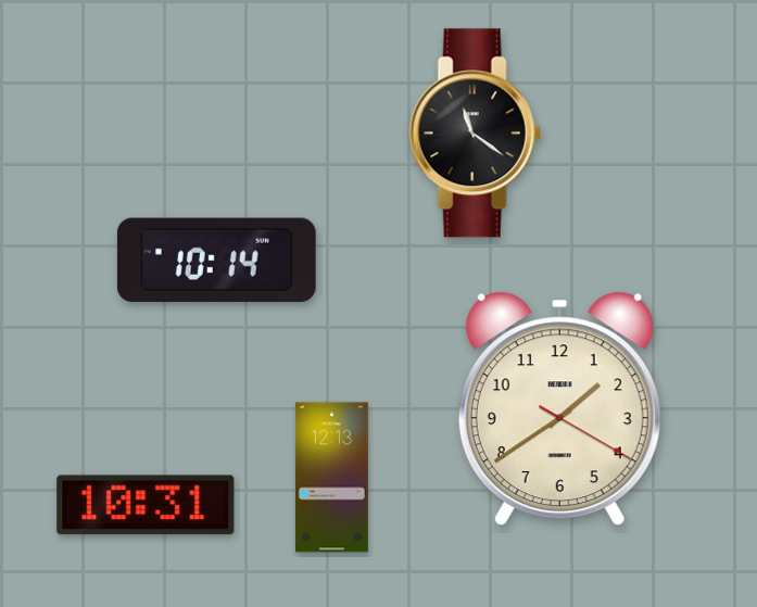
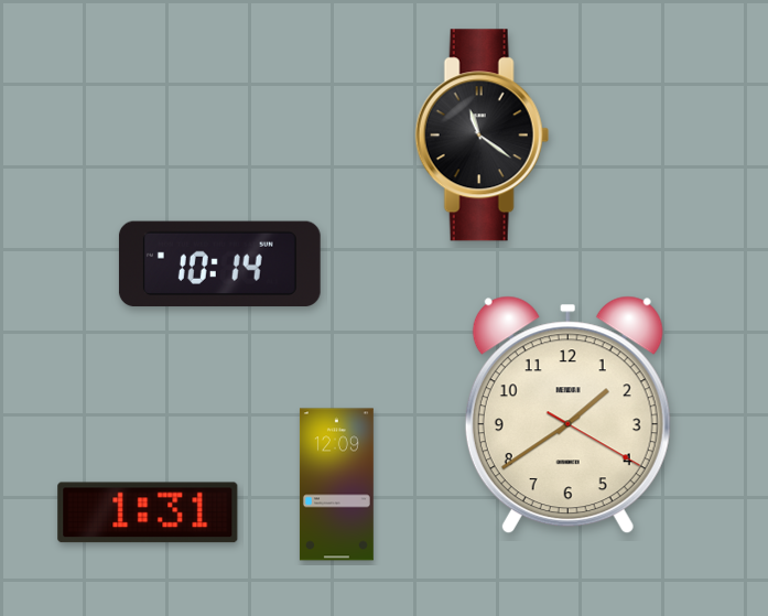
clock at (331, 478): 12:13 -> 12:09
clock at (146, 505): 10:31 -> 1:31
